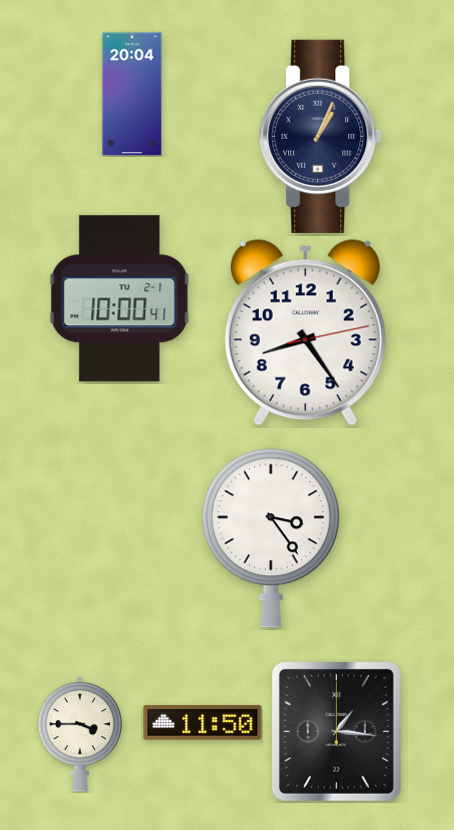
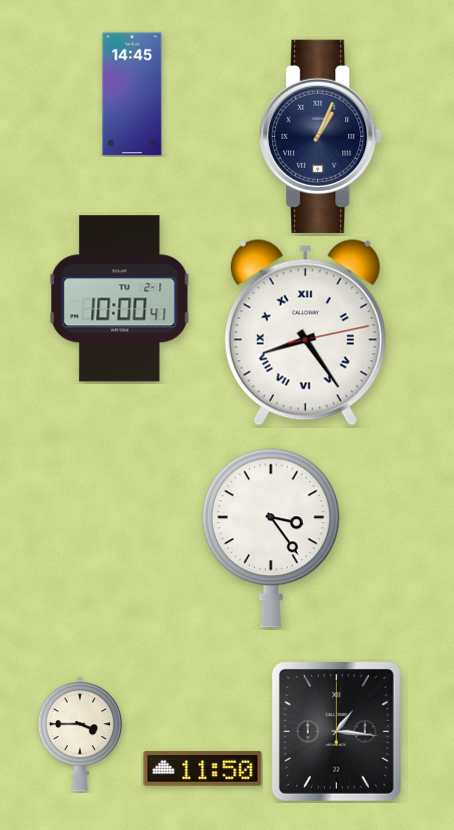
clock at (132, 94): 20:04 -> 14:45
clock at (305, 333) numerals: Arabic -> Roman
clock at (203, 723) position: (203, 723) -> (203, 769)
